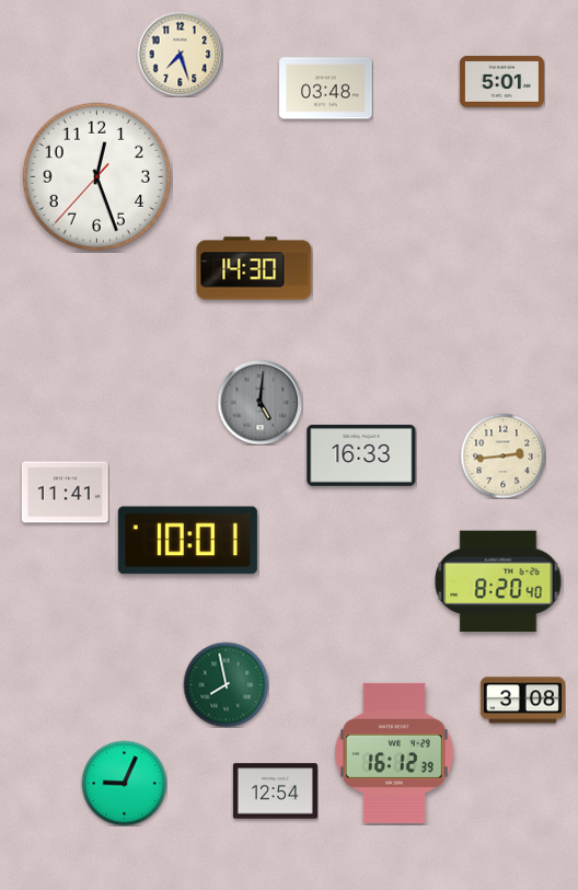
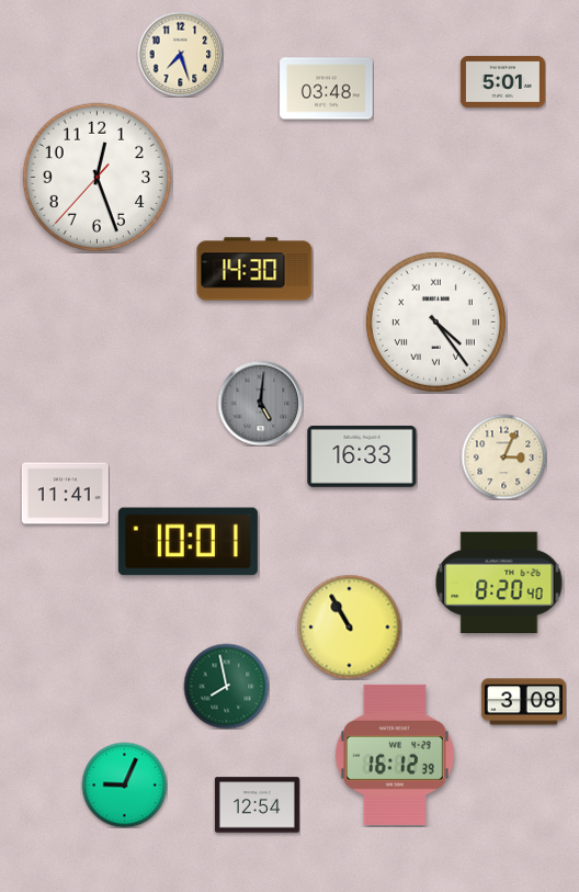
clock at (435, 321): none -> 4:24
clock at (502, 455): 2:44 -> 3:04
clock at (349, 626): none -> 10:55
clock at (275, 791) position: (275, 791) -> (257, 805)
